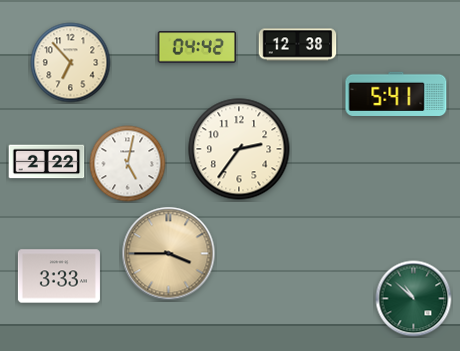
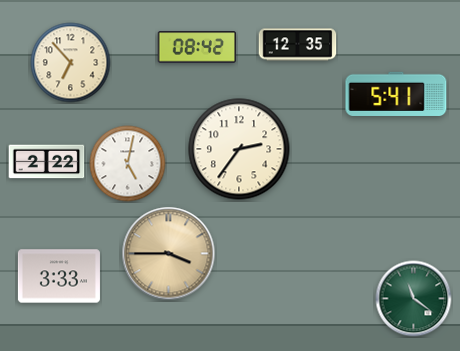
clock at (298, 45): 12:38 -> 12:35
clock at (197, 47): 04:42 -> 08:42
clock at (414, 299): 10:52 -> 11:21
